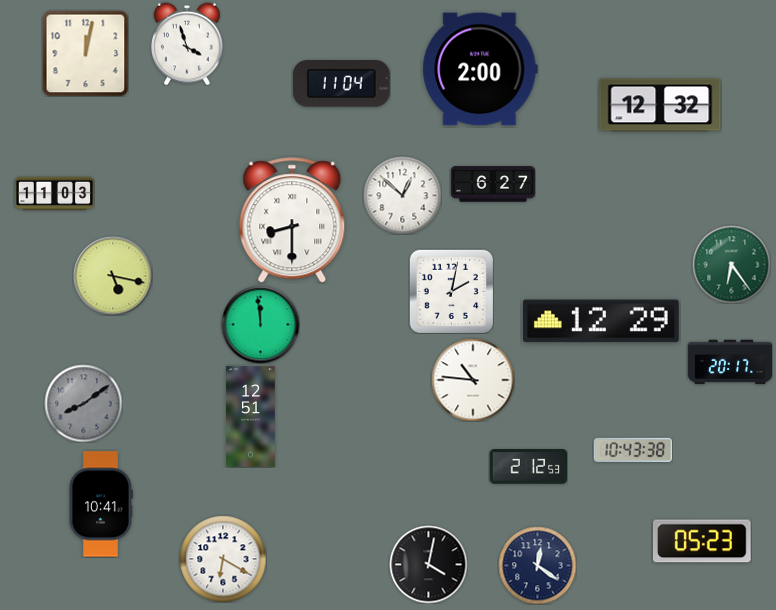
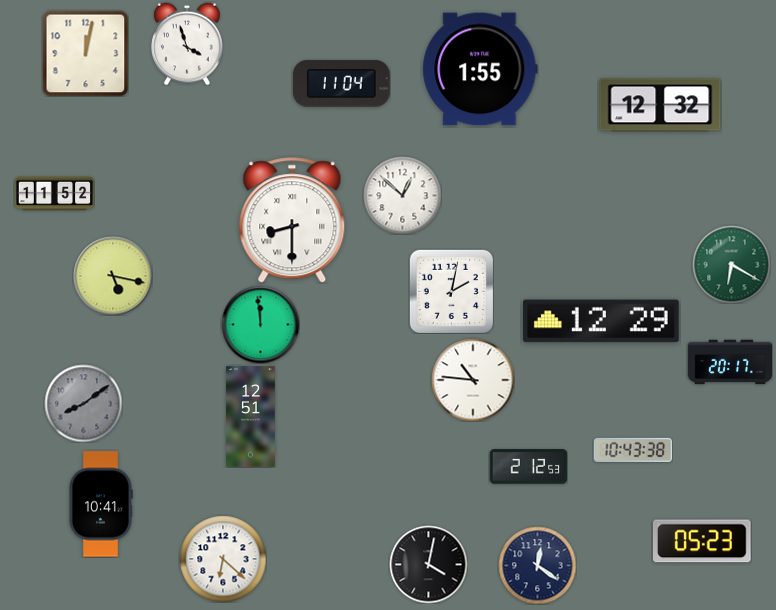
clock at (480, 69): 2:00 -> 1:55
clock at (492, 184): 6:27 -> none
clock at (54, 194): 11:03 -> 11:52
clock at (731, 264): 6:24 -> 6:20
clock at (223, 559): 6:20 -> 6:22
